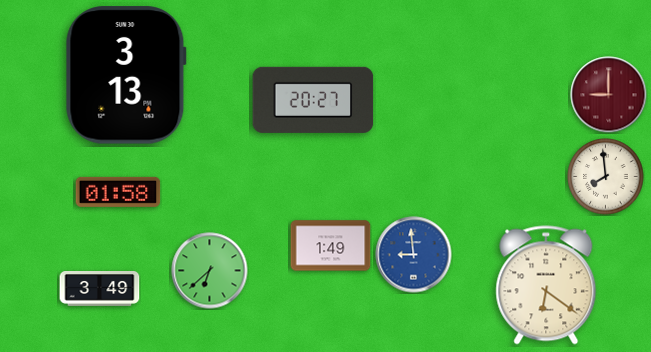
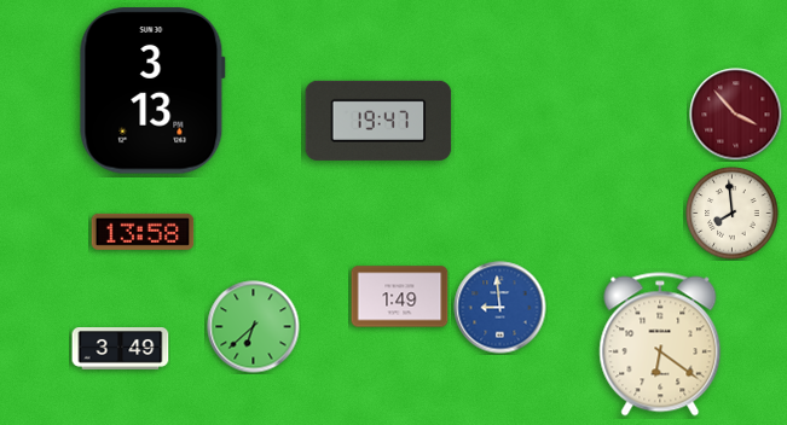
clock at (609, 95): 9:00 -> 3:53
clock at (313, 100): 20:27 -> 19:47
clock at (118, 192): 01:58 -> 13:58
